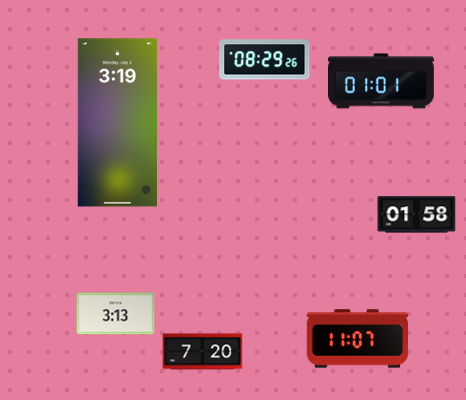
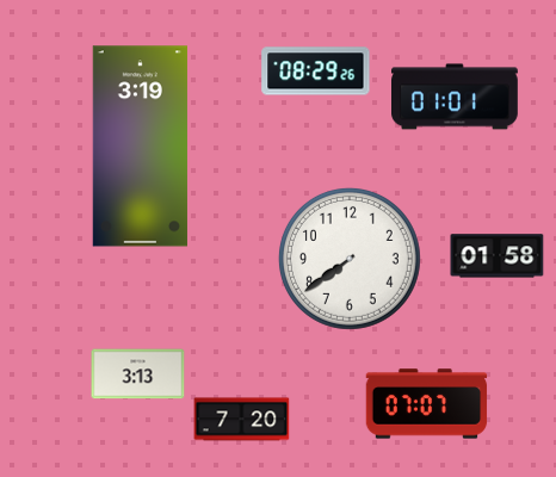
clock at (350, 259): none -> 7:39
clock at (358, 339): 11:07 -> 07:07
